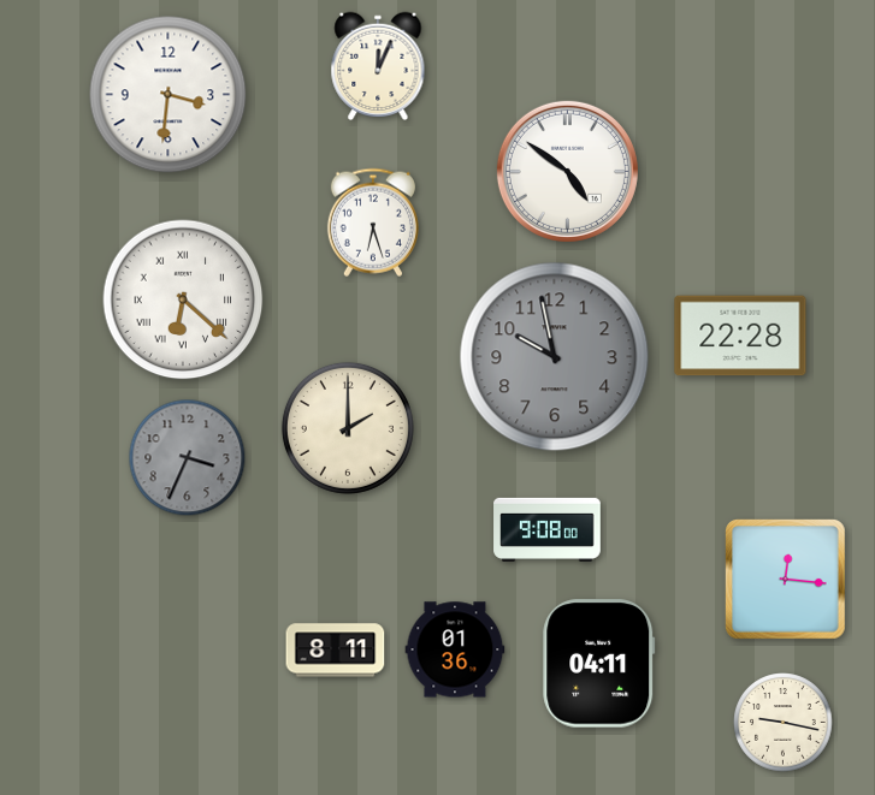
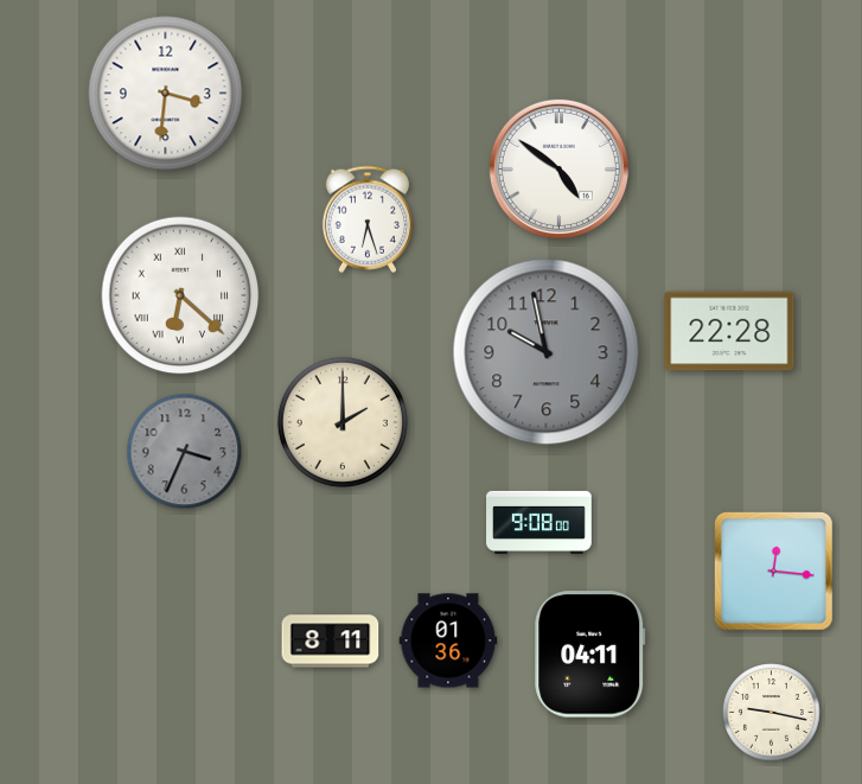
clock at (378, 65): 12:04 -> none
